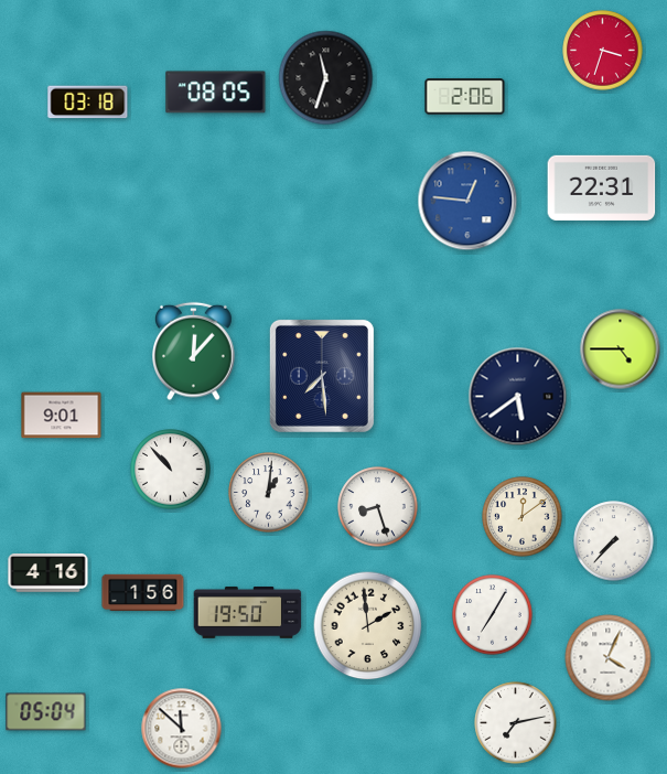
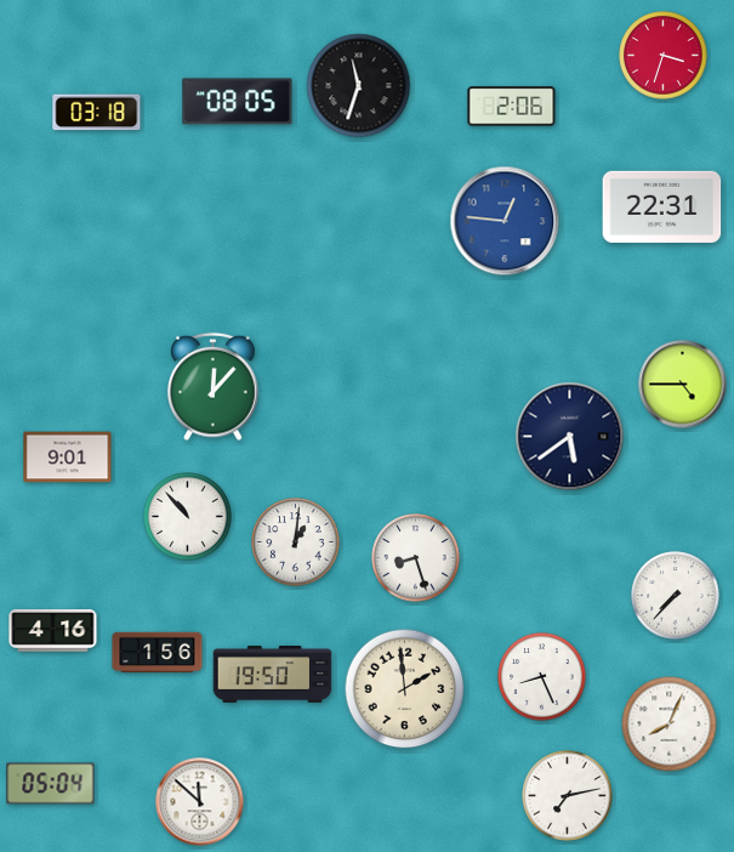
clock at (467, 201) position: (467, 201) -> (505, 221)
clock at (322, 376): 7:29 -> none
clock at (523, 517): 12:09 -> none
clock at (493, 615): 7:05 -> 8:26
clock at (609, 658): 4:04 -> 8:04
